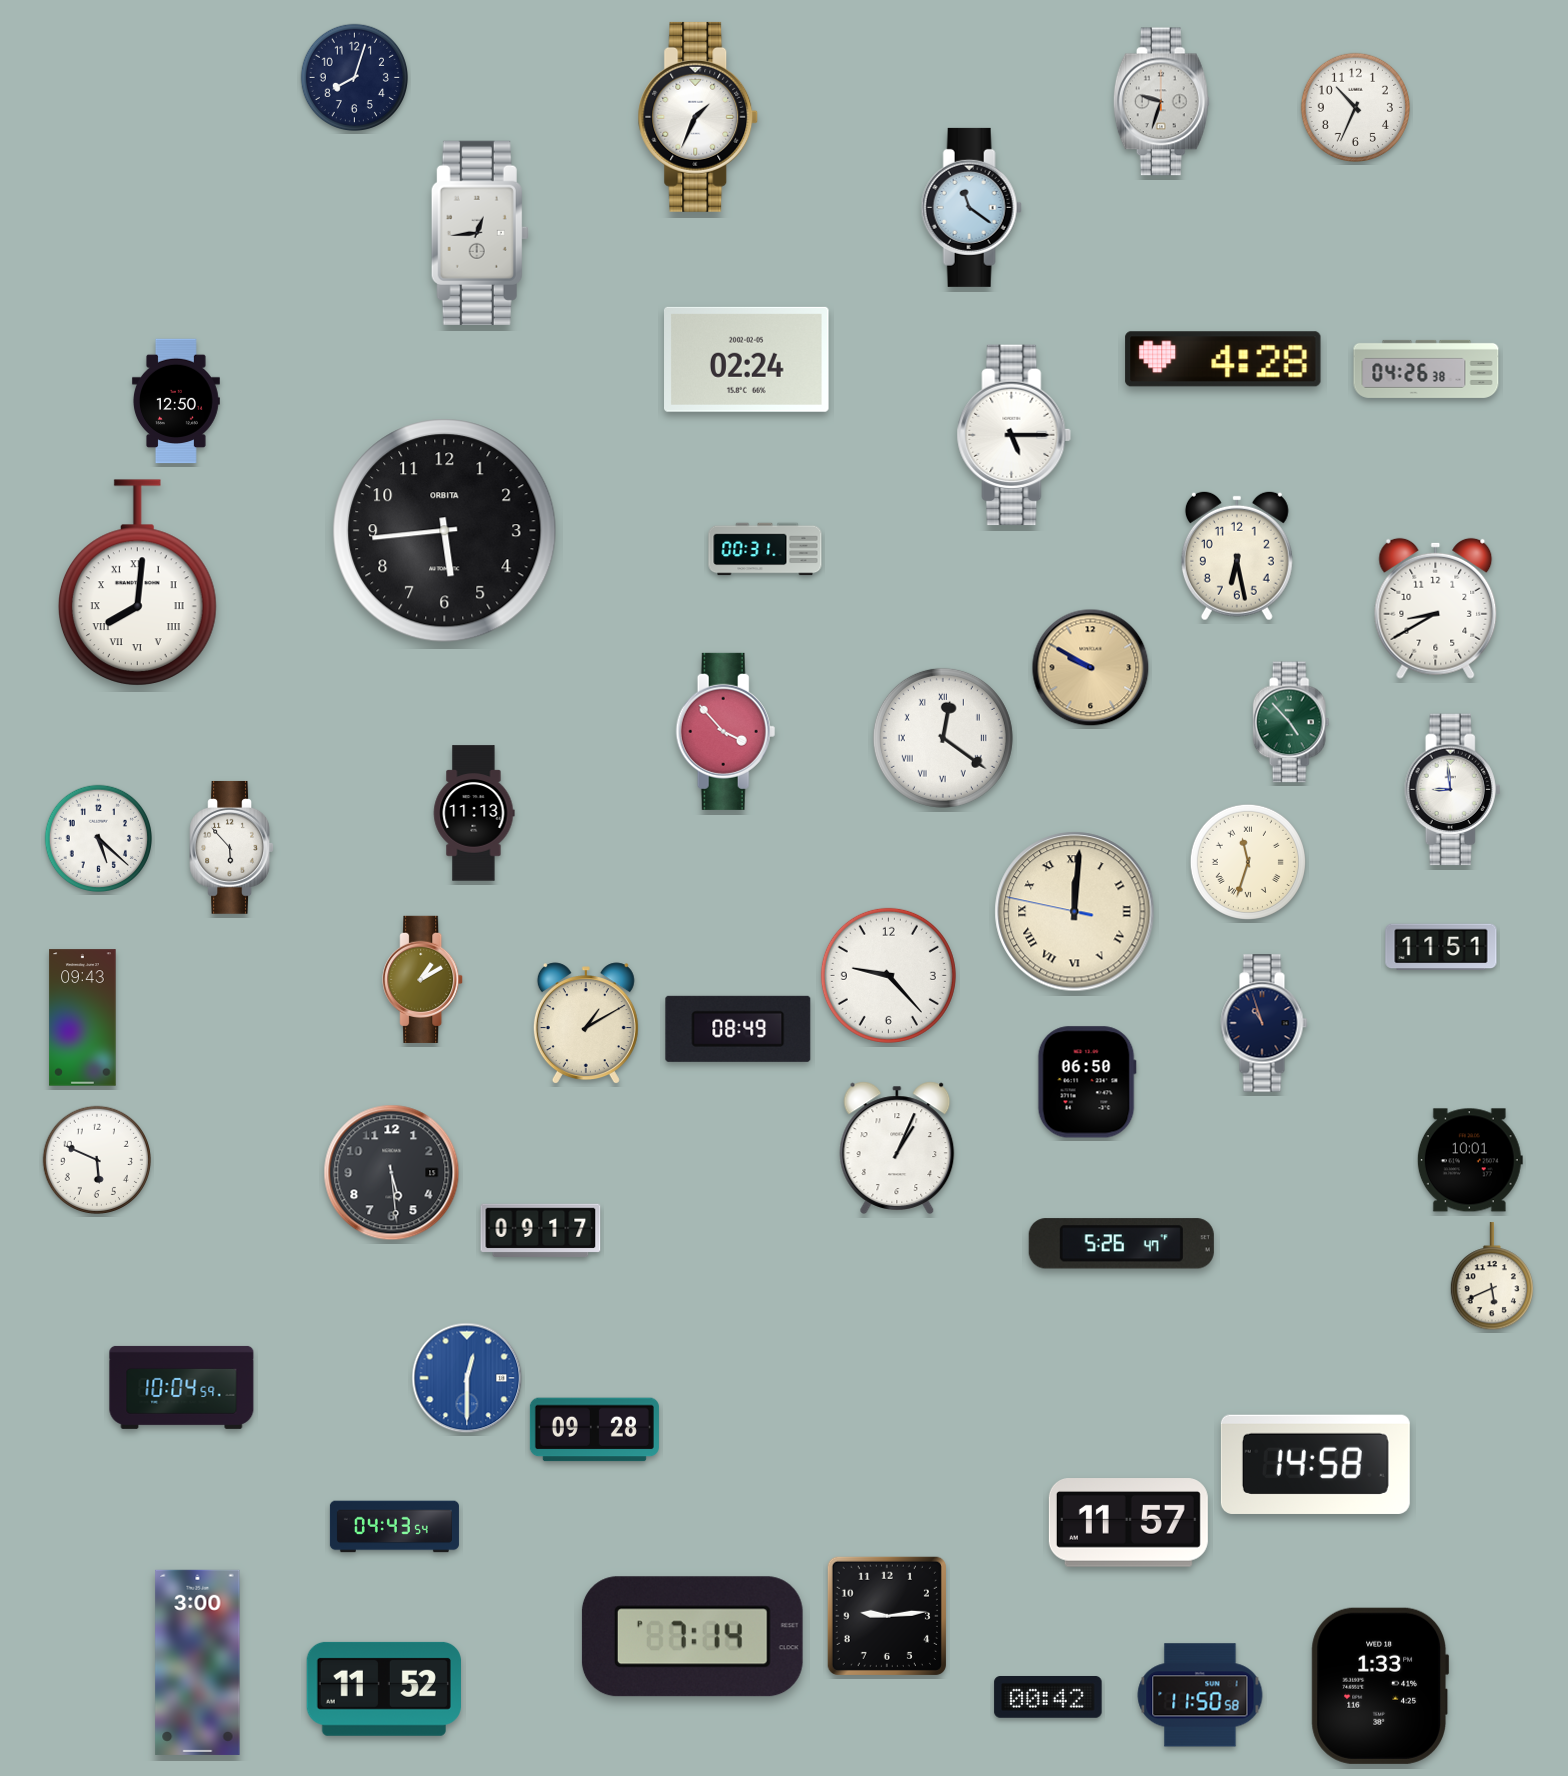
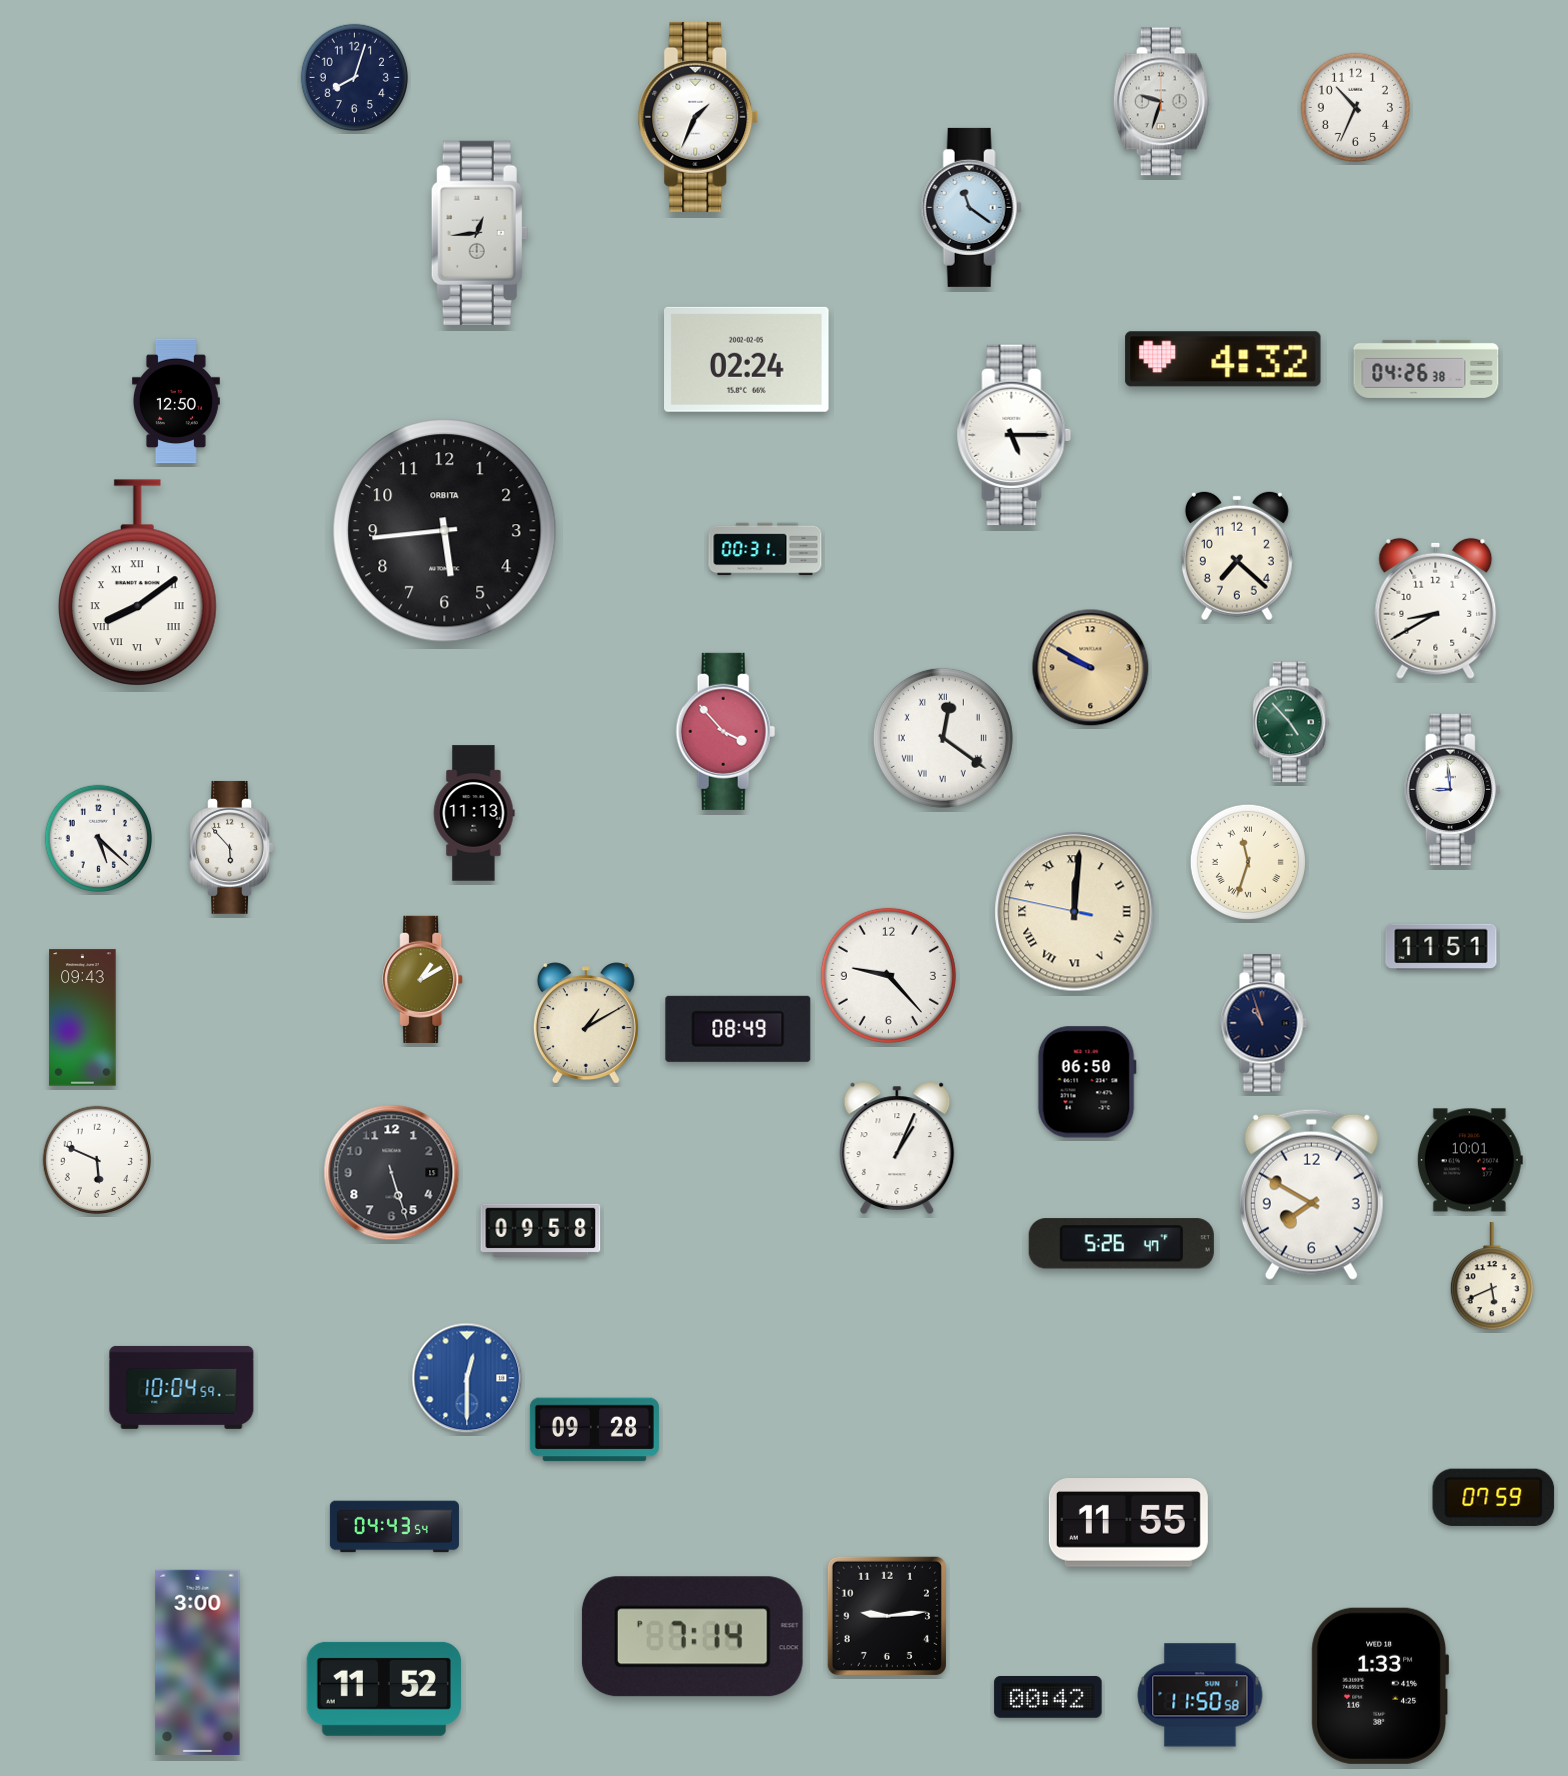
clock at (1223, 359): 4:28 -> 4:32
clock at (1237, 556): 6:28 -> 7:22
clock at (137, 583): 8:01 -> 8:09
clock at (392, 1173): 5:29 -> 5:27
clock at (1311, 1194): none -> 7:50
clock at (541, 1230): 09:17 -> 09:58
clock at (1315, 1464): 14:58 -> none
clock at (1494, 1497): none -> 07:59
clock at (1128, 1523): 11:57 -> 11:55
